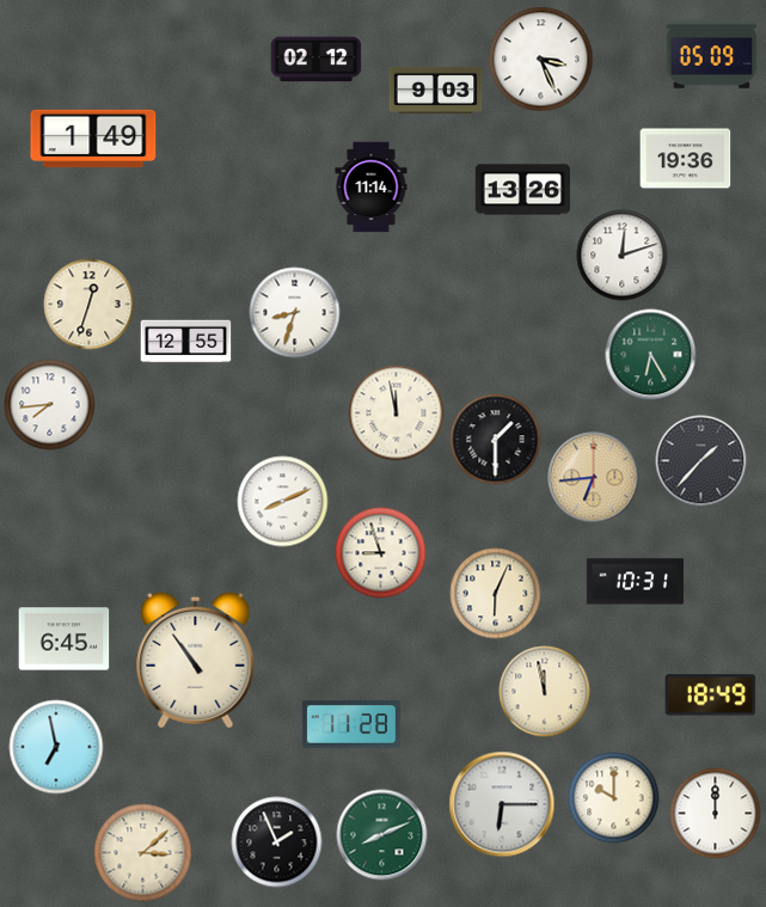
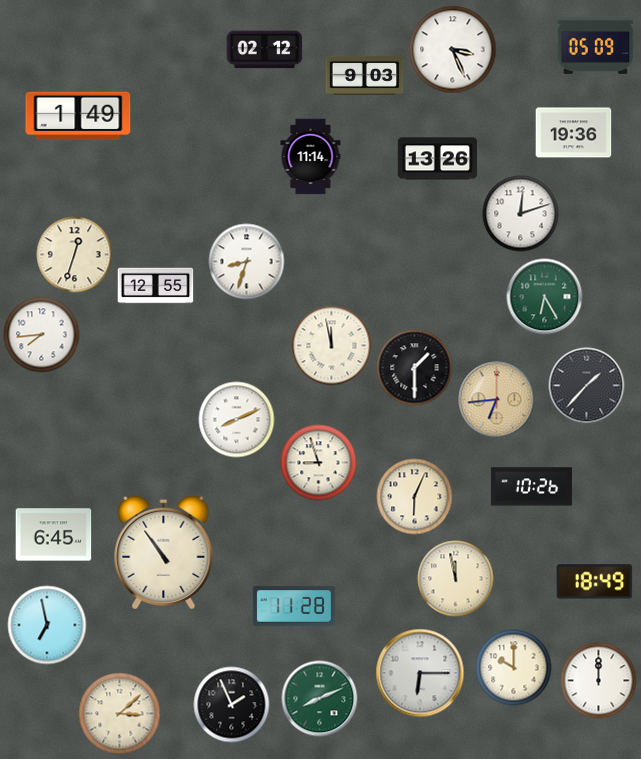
clock at (50, 405) position: (50, 405) -> (42, 335)
clock at (635, 582): 10:31 -> 10:26
